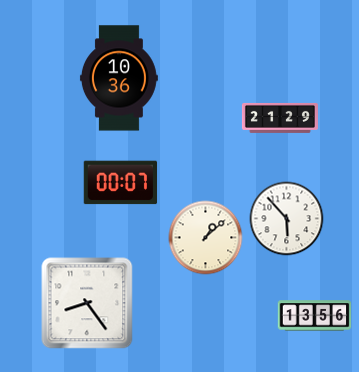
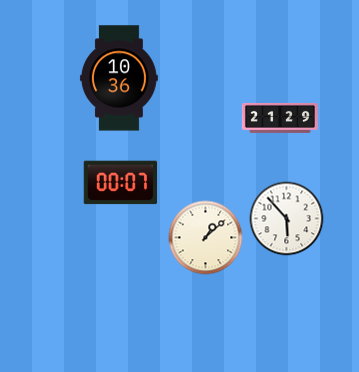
clock at (87, 303): 8:24 -> none
clock at (315, 316): 13:56 -> none
